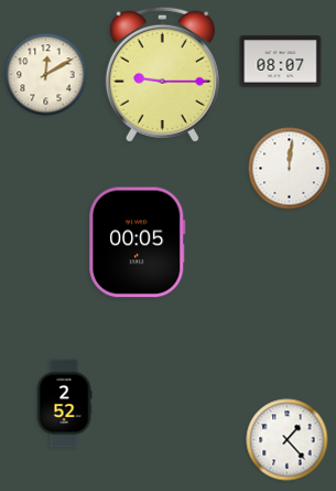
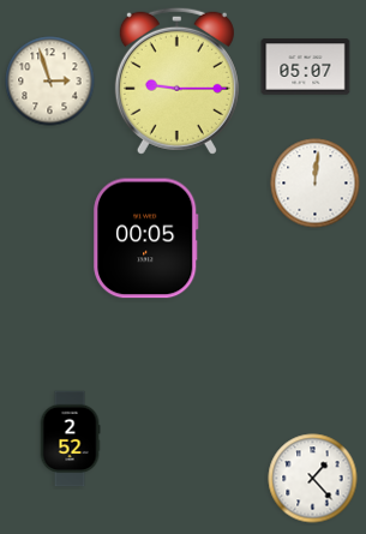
clock at (281, 62): 08:07 -> 05:07
clock at (46, 75): 12:10 -> 2:57
clock at (138, 243) position: (138, 243) -> (146, 239)
